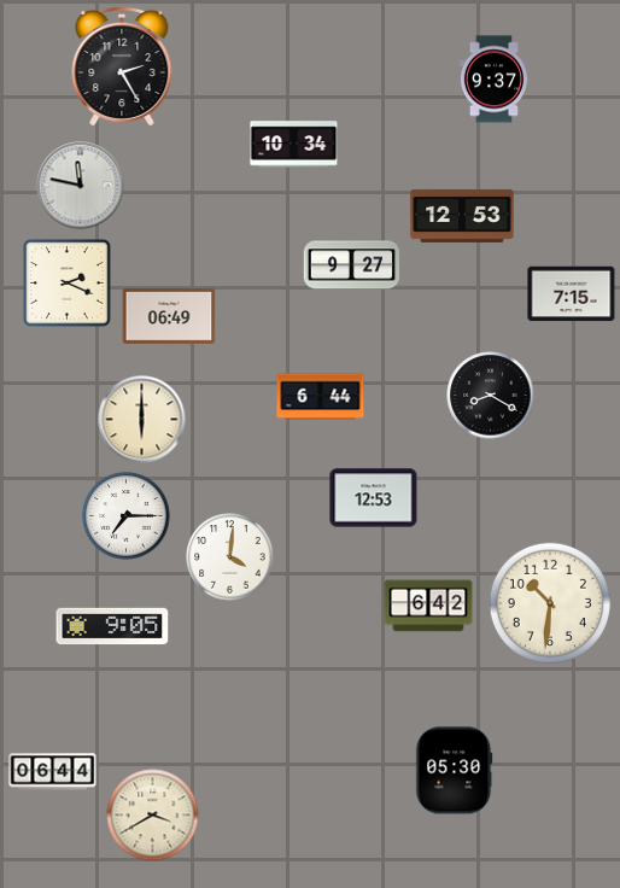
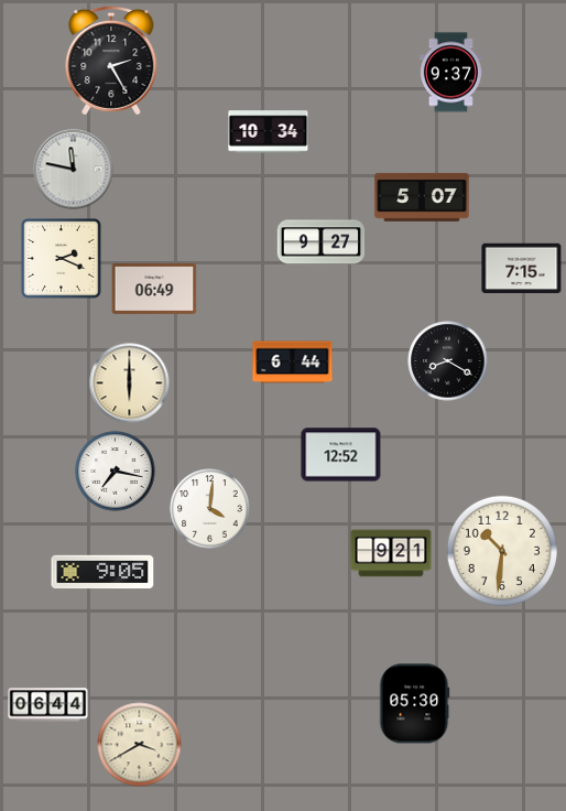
clock at (462, 216): 12:53 -> 5:07
clock at (374, 498): 12:53 -> 12:52
clock at (127, 516): 7:15 -> 7:17
clock at (428, 606): 6:42 -> 9:21
